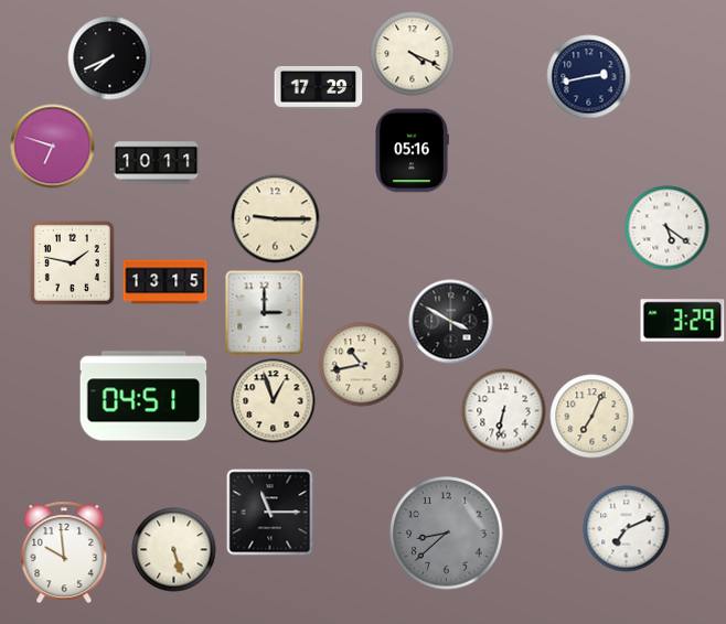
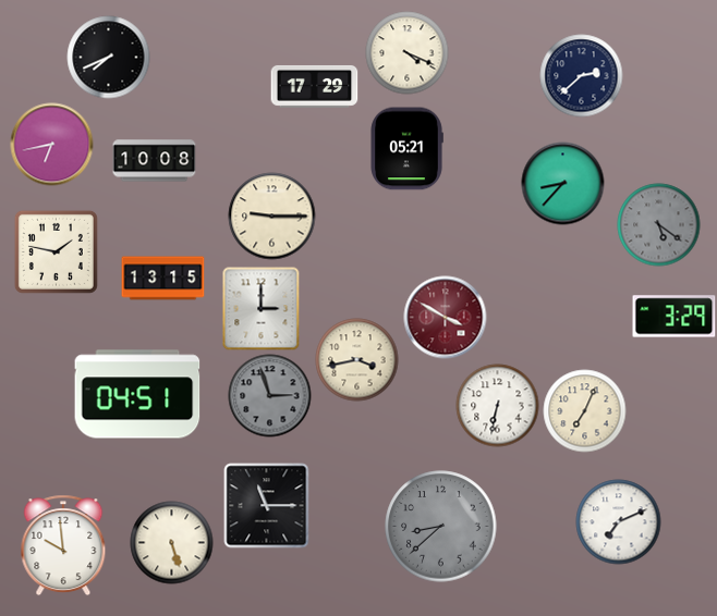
clock at (589, 77): 2:43 -> 2:38
clock at (53, 147): 6:48 -> 6:43
clock at (412, 151): 05:16 -> 05:21
clock at (157, 163): 10:11 -> 10:08
clock at (563, 184): none -> 8:37
clock at (668, 228) dial: white -> grey
clock at (72, 262) position: (72, 262) -> (56, 251)
clock at (451, 322) dial: black -> burgundy
clock at (362, 365): 10:43 -> 3:43
clock at (143, 396) position: (143, 396) -> (137, 394)
clock at (274, 401): 12:57 -> 2:57
clock at (274, 401) dial: cream -> grey
